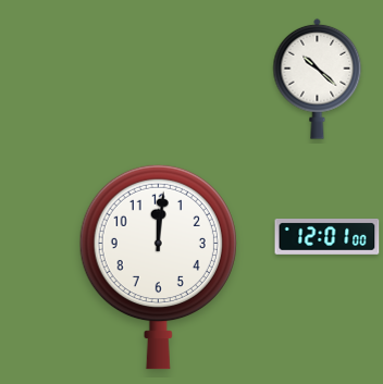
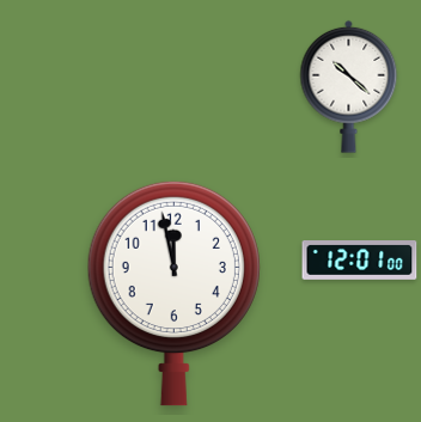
clock at (158, 267): 12:01 -> 11:58
